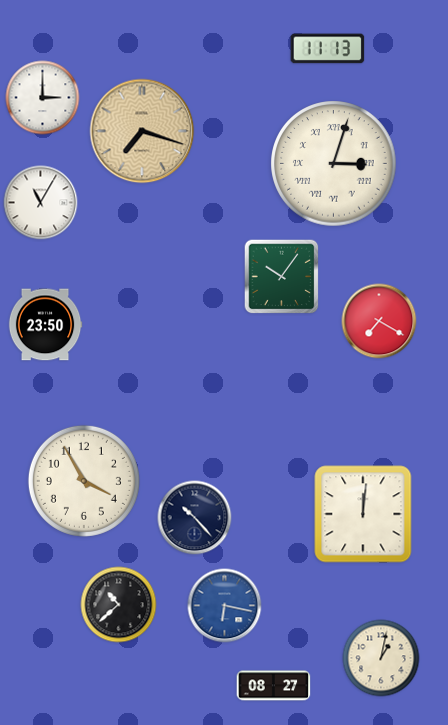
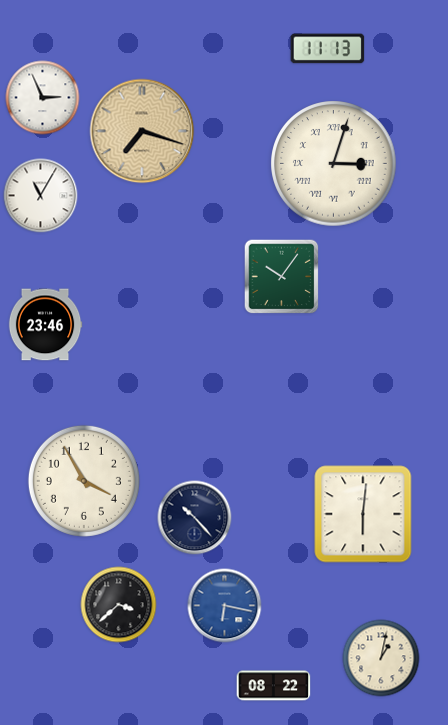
clock at (43, 98): 3:00 -> 2:56
clock at (41, 203) position: (41, 203) -> (41, 196)
clock at (379, 321): 7:20 -> none
clock at (45, 325): 23:50 -> 23:46
clock at (363, 514): 12:01 -> 6:01
clock at (119, 605): 10:38 -> 3:38
clock at (274, 686): 08:27 -> 08:22
